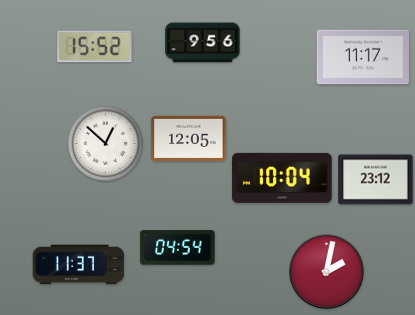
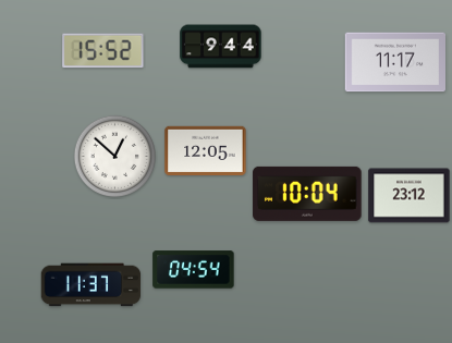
clock at (203, 43): 9:56 -> 9:44
clock at (79, 265) position: (79, 265) -> (91, 285)
clock at (327, 272): 2:02 -> none
